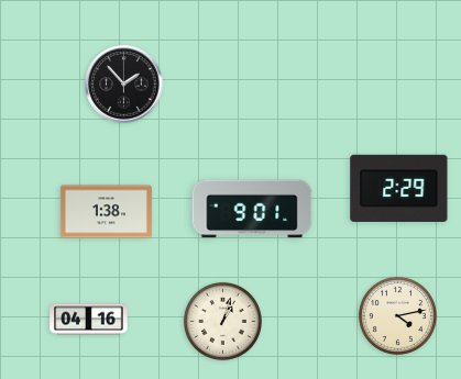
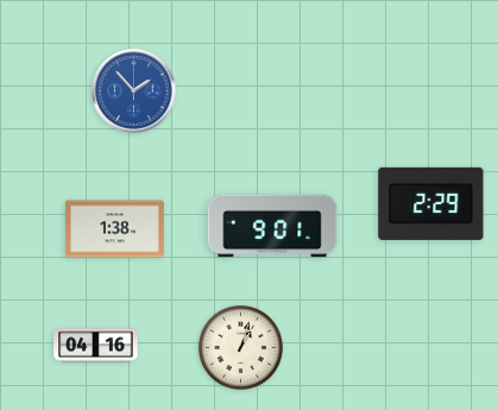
clock at (124, 85) dial: black -> blue
clock at (397, 315): 4:13 -> none
